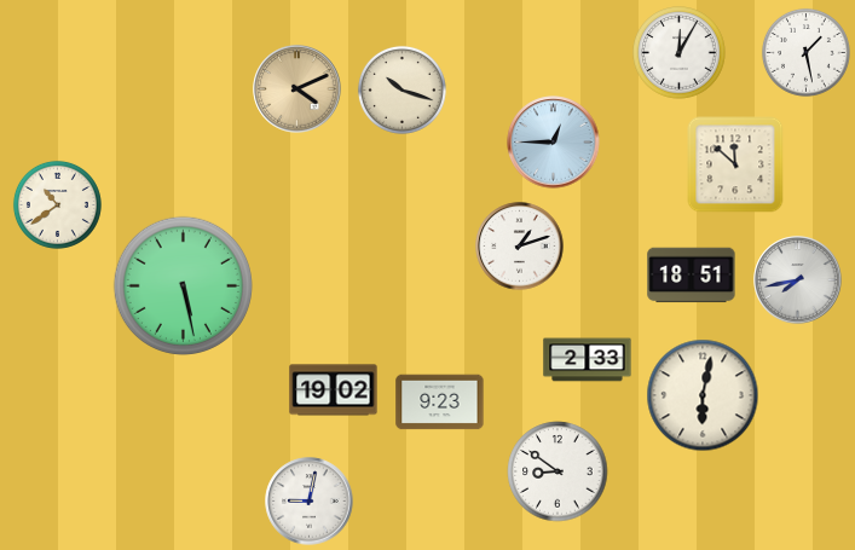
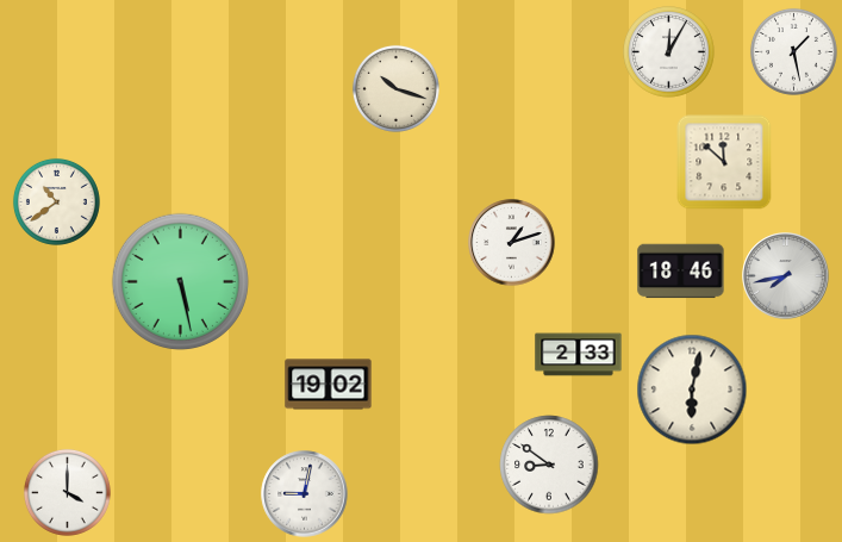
clock at (297, 89): 4:11 -> none
clock at (554, 143): 12:45 -> none
clock at (692, 276): 18:51 -> 18:46
clock at (440, 403): 9:23 -> none
clock at (67, 492): none -> 4:00
